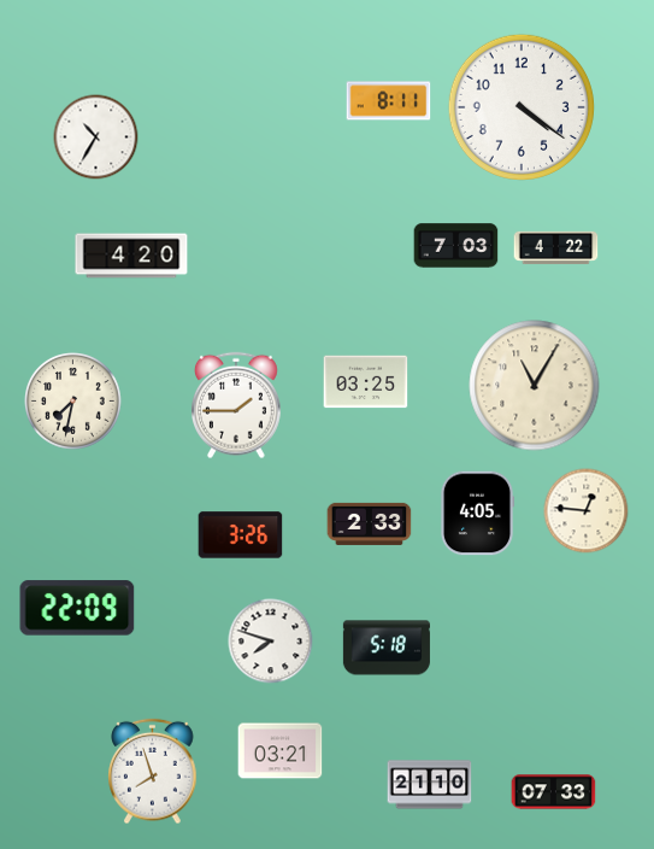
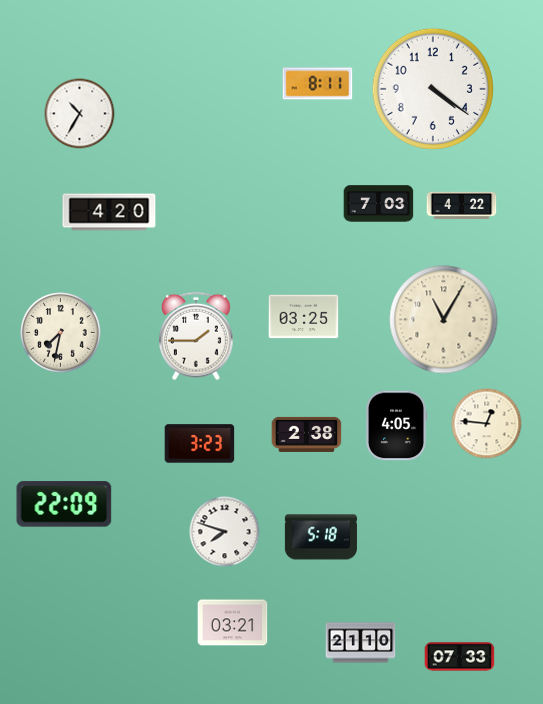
clock at (389, 101) position: (389, 101) -> (318, 84)
clock at (370, 523): 2:33 -> 2:38
clock at (241, 535): 3:26 -> 3:23
clock at (153, 772): 7:57 -> none
clock at (430, 785) position: (430, 785) -> (361, 643)
